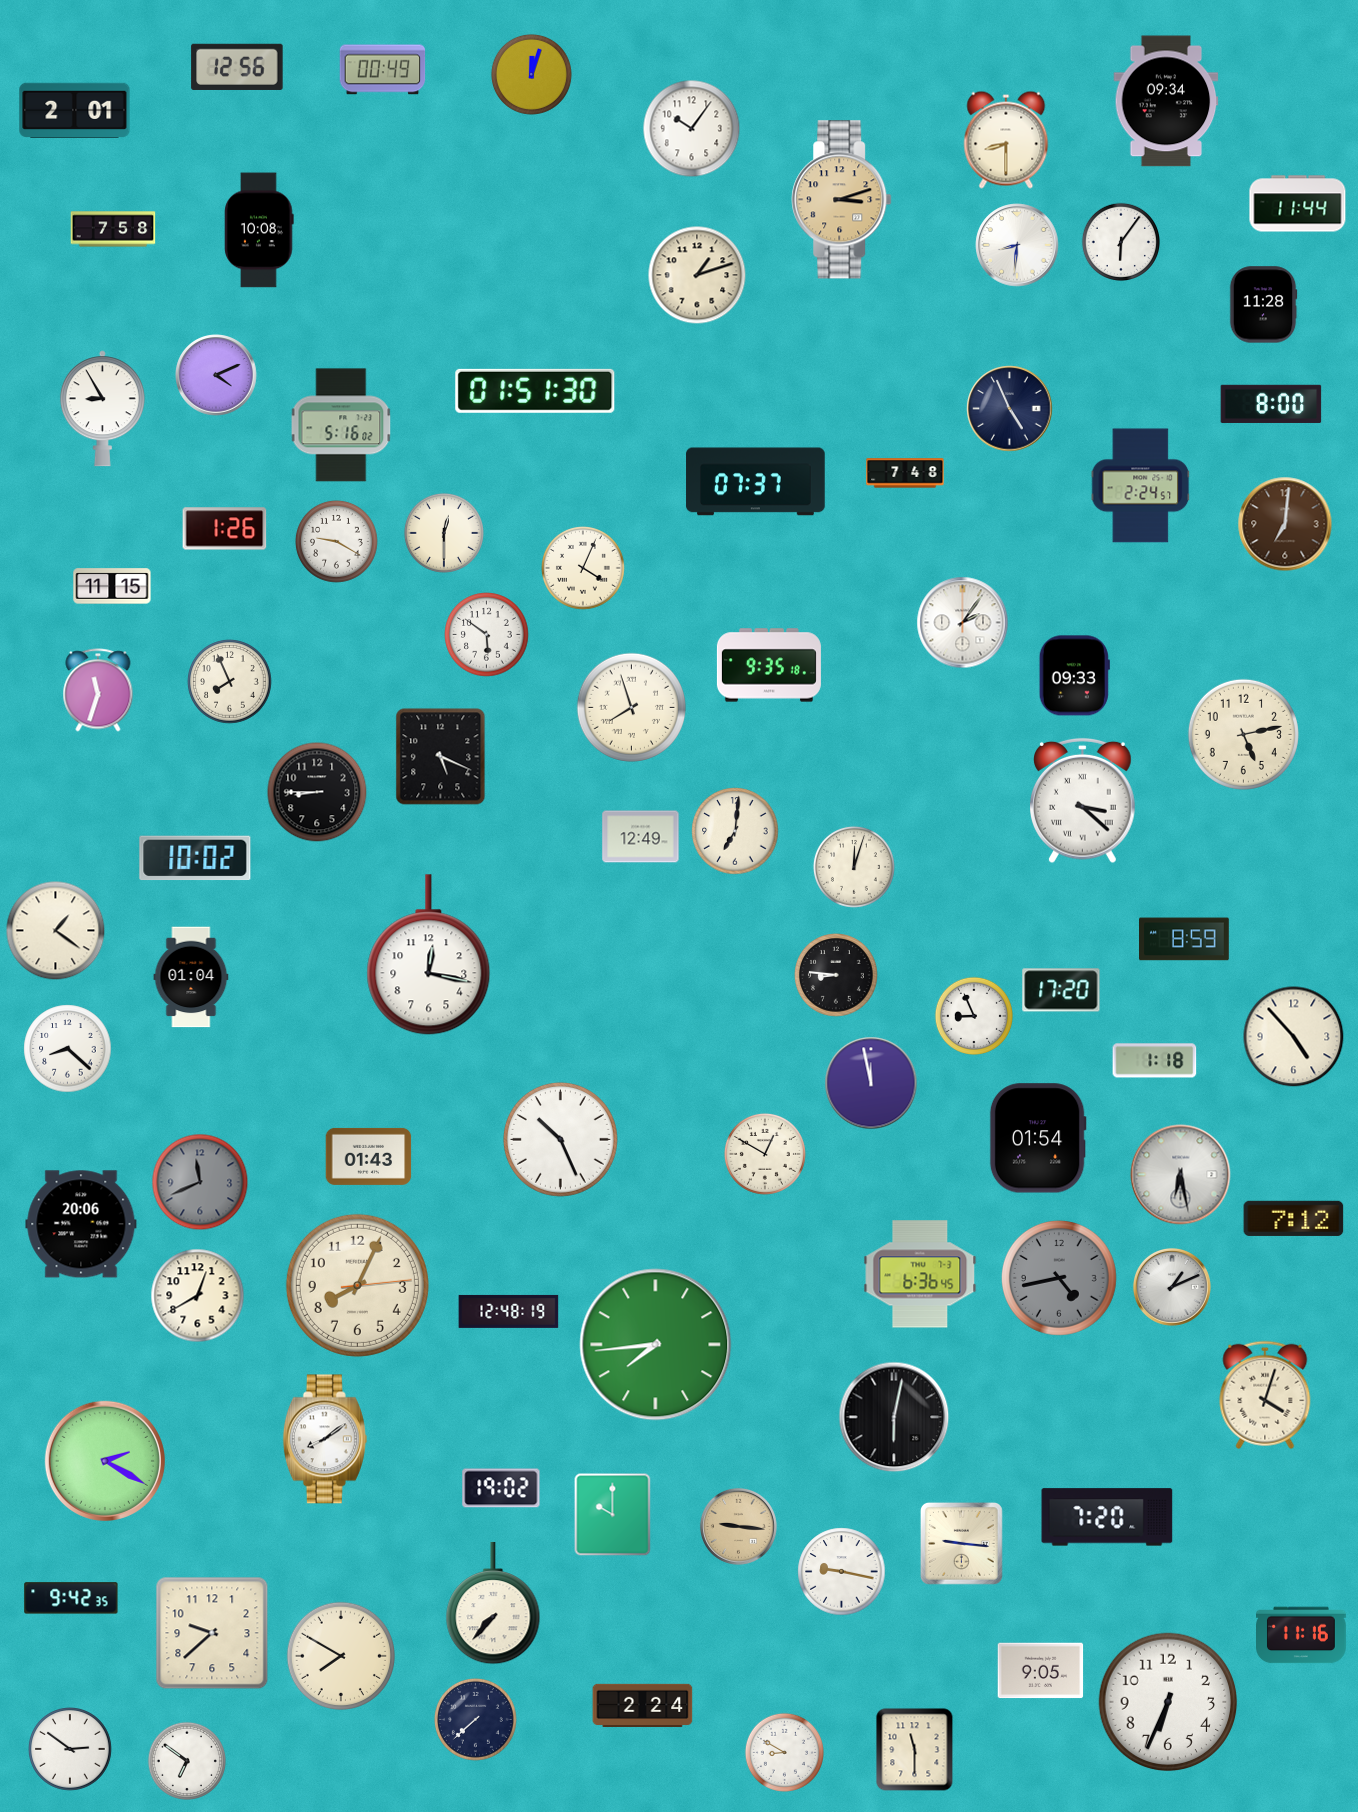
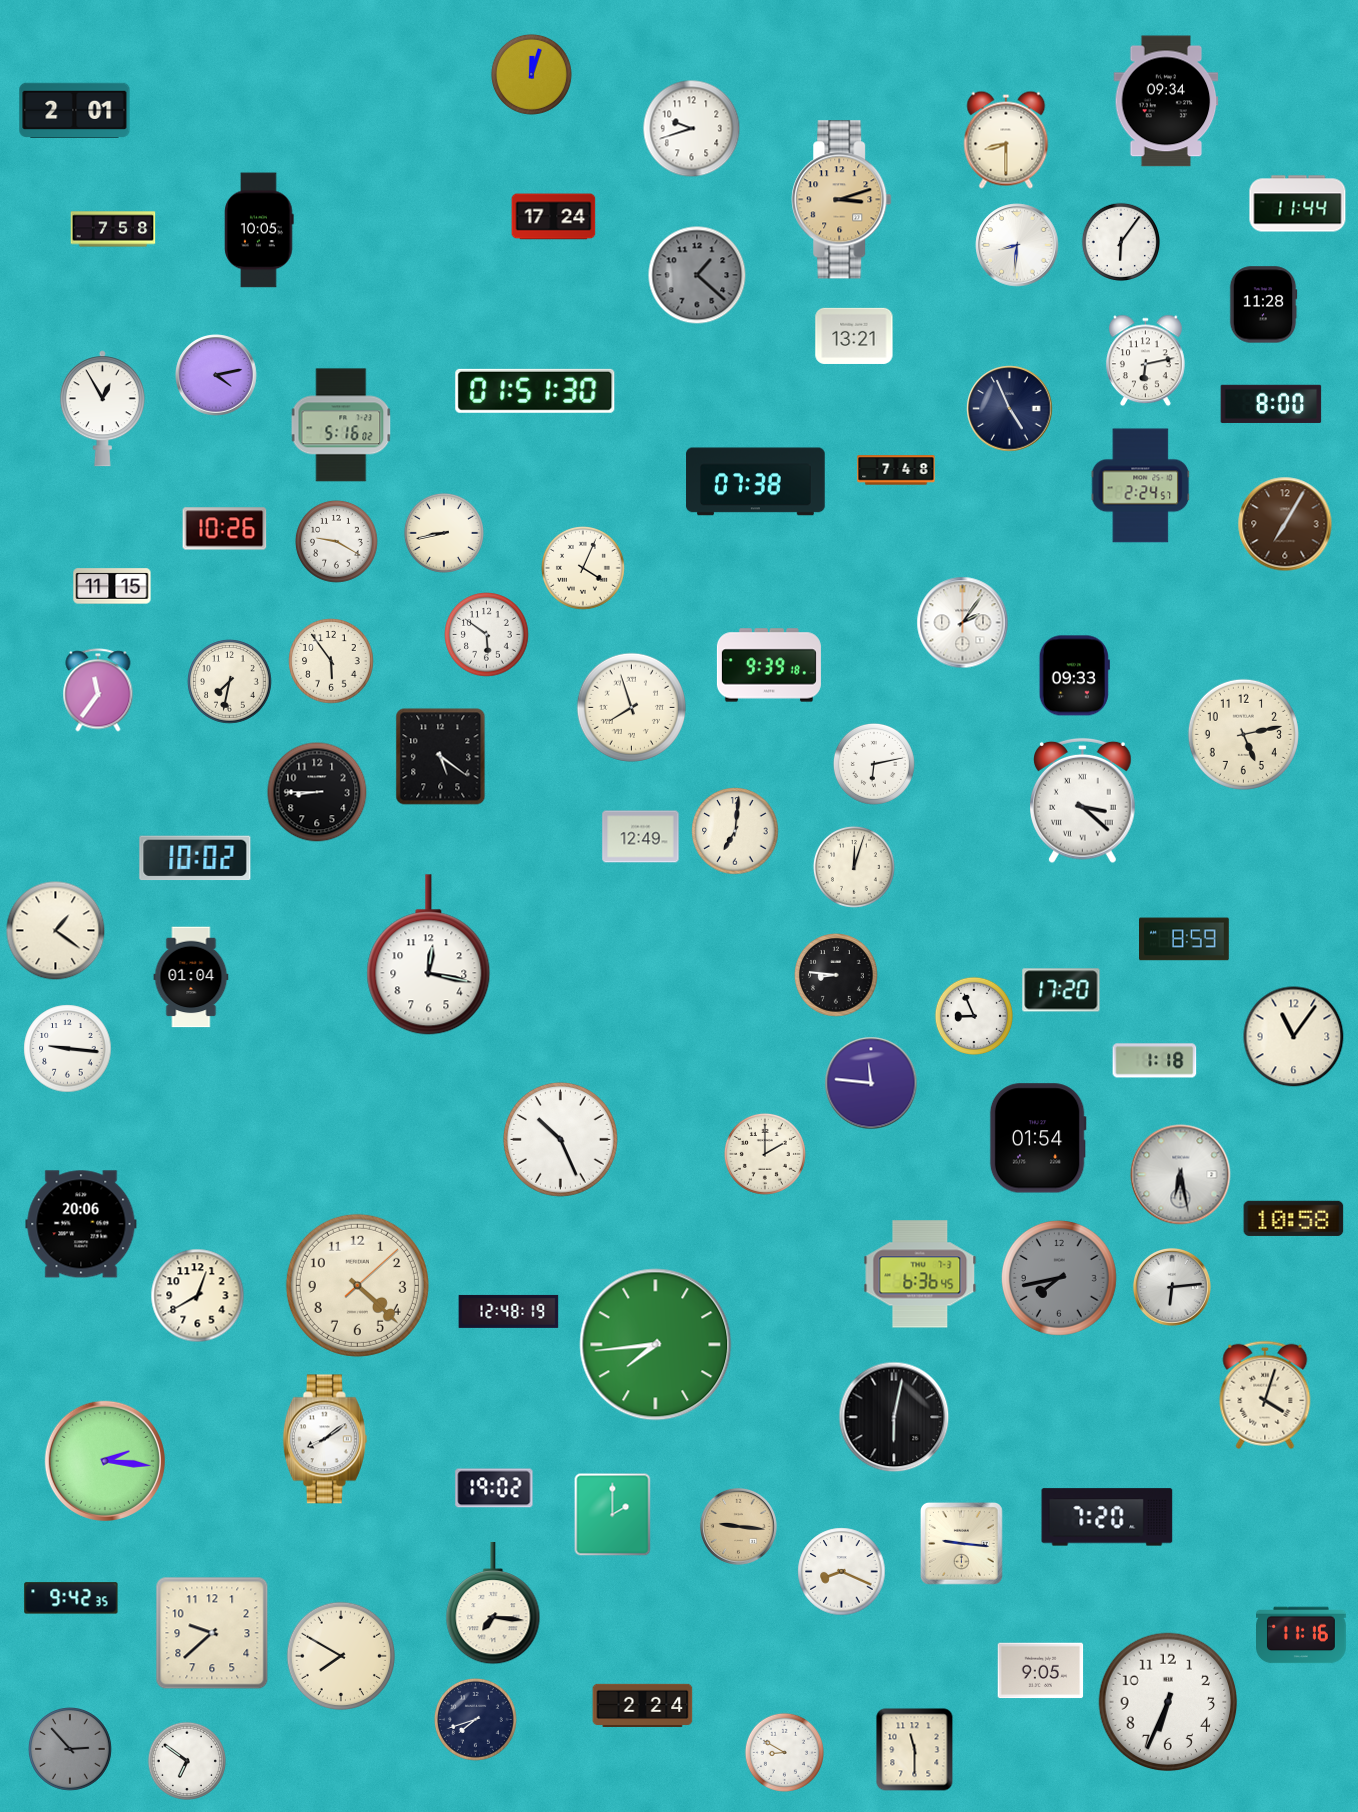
clock at (237, 67): 12:56 -> none
clock at (383, 70): 00:49 -> none
clock at (692, 129): 10:06 -> 9:42
clock at (554, 217): none -> 17:24
clock at (259, 230): 10:08 -> 10:05
clock at (697, 275): 1:12 -> 1:22
clock at (697, 275) dial: cream -> grey
clock at (854, 336): none -> 13:21
clock at (1145, 361): none -> 6:13
clock at (216, 375): 4:11 -> 4:13
clock at (102, 409): 8:55 -> 12:55
clock at (905, 473) position: (905, 473) -> (896, 470)
clock at (756, 482): 07:37 -> 07:38
clock at (1285, 524): 7:01 -> 7:05
clock at (225, 529): 1:26 -> 10:26
clock at (444, 533): 12:30 -> 8:43
clock at (331, 661): none -> 5:54
clock at (769, 665): 9:35 -> 9:39
clock at (230, 682): 7:56 -> 7:32
clock at (98, 690): 11:33 -> 11:36
clock at (441, 757): 5:19 -> 5:21
clock at (874, 764): none -> 6:13
clock at (1294, 1037): 4:53 -> 11:06
clock at (68, 1049): 8:22 -> 9:16
clock at (871, 1083): 11:58 -> 11:46
clock at (765, 1154): 12:50 -> 2:00
clock at (369, 1156): 01:43 -> none
clock at (200, 1182): 11:41 -> none
clock at (1294, 1218): 7:12 -> 10:58
clock at (1059, 1278): 4:43 -> 7:43
clock at (357, 1285): 8:04 -> 4:22
clock at (1172, 1287): 1:11 -> 6:14
clock at (105, 1461): 2:20 -> 2:16
clock at (501, 1488) position: (501, 1488) -> (494, 1488)
clock at (613, 1515): 10:00 -> 2:00
clock at (842, 1572): 9:17 -> 8:19
clock at (493, 1603): 7:37 -> 7:16
clock at (475, 1719): 7:38 -> 7:42
clock at (71, 1750): 2:51 -> 2:53
clock at (71, 1750) dial: white -> grey
